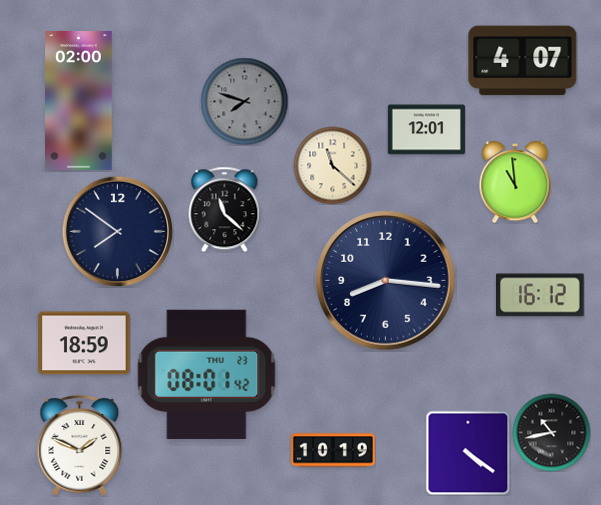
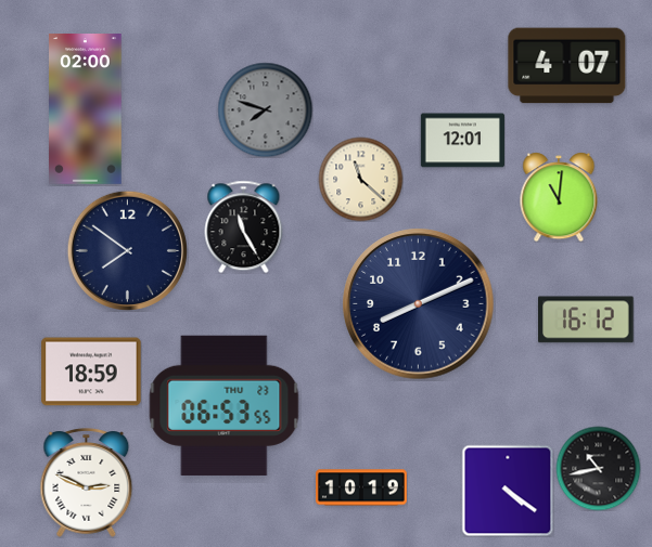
clock at (515, 182): 10:59 -> 11:01
clock at (225, 209): 11:22 -> 11:25
clock at (386, 281): 8:16 -> 8:11
clock at (207, 374): 08:01 -> 06:53
clock at (80, 446): 1:49 -> 2:49
